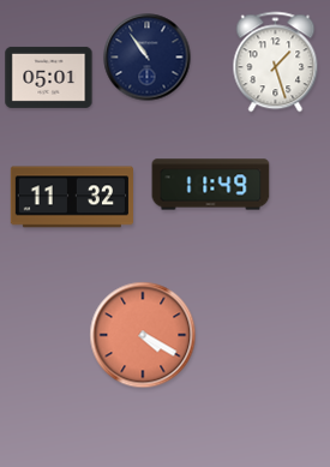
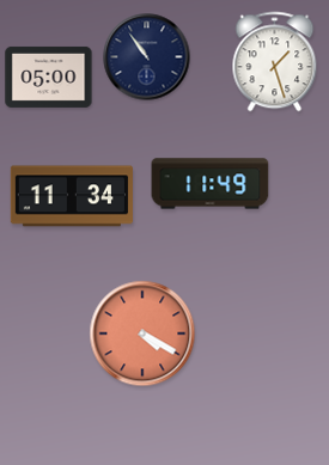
clock at (49, 77): 05:01 -> 05:00
clock at (72, 197): 11:32 -> 11:34
